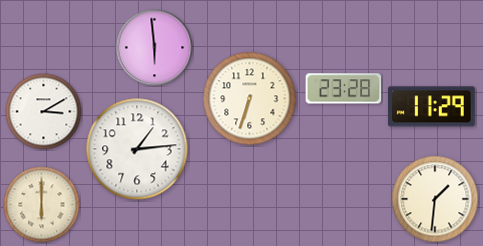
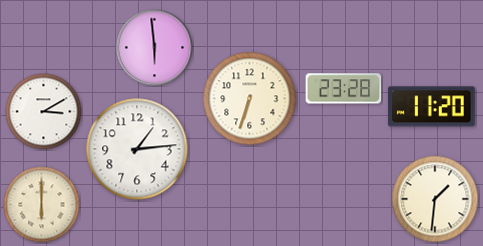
clock at (431, 107): 11:29 -> 11:20
